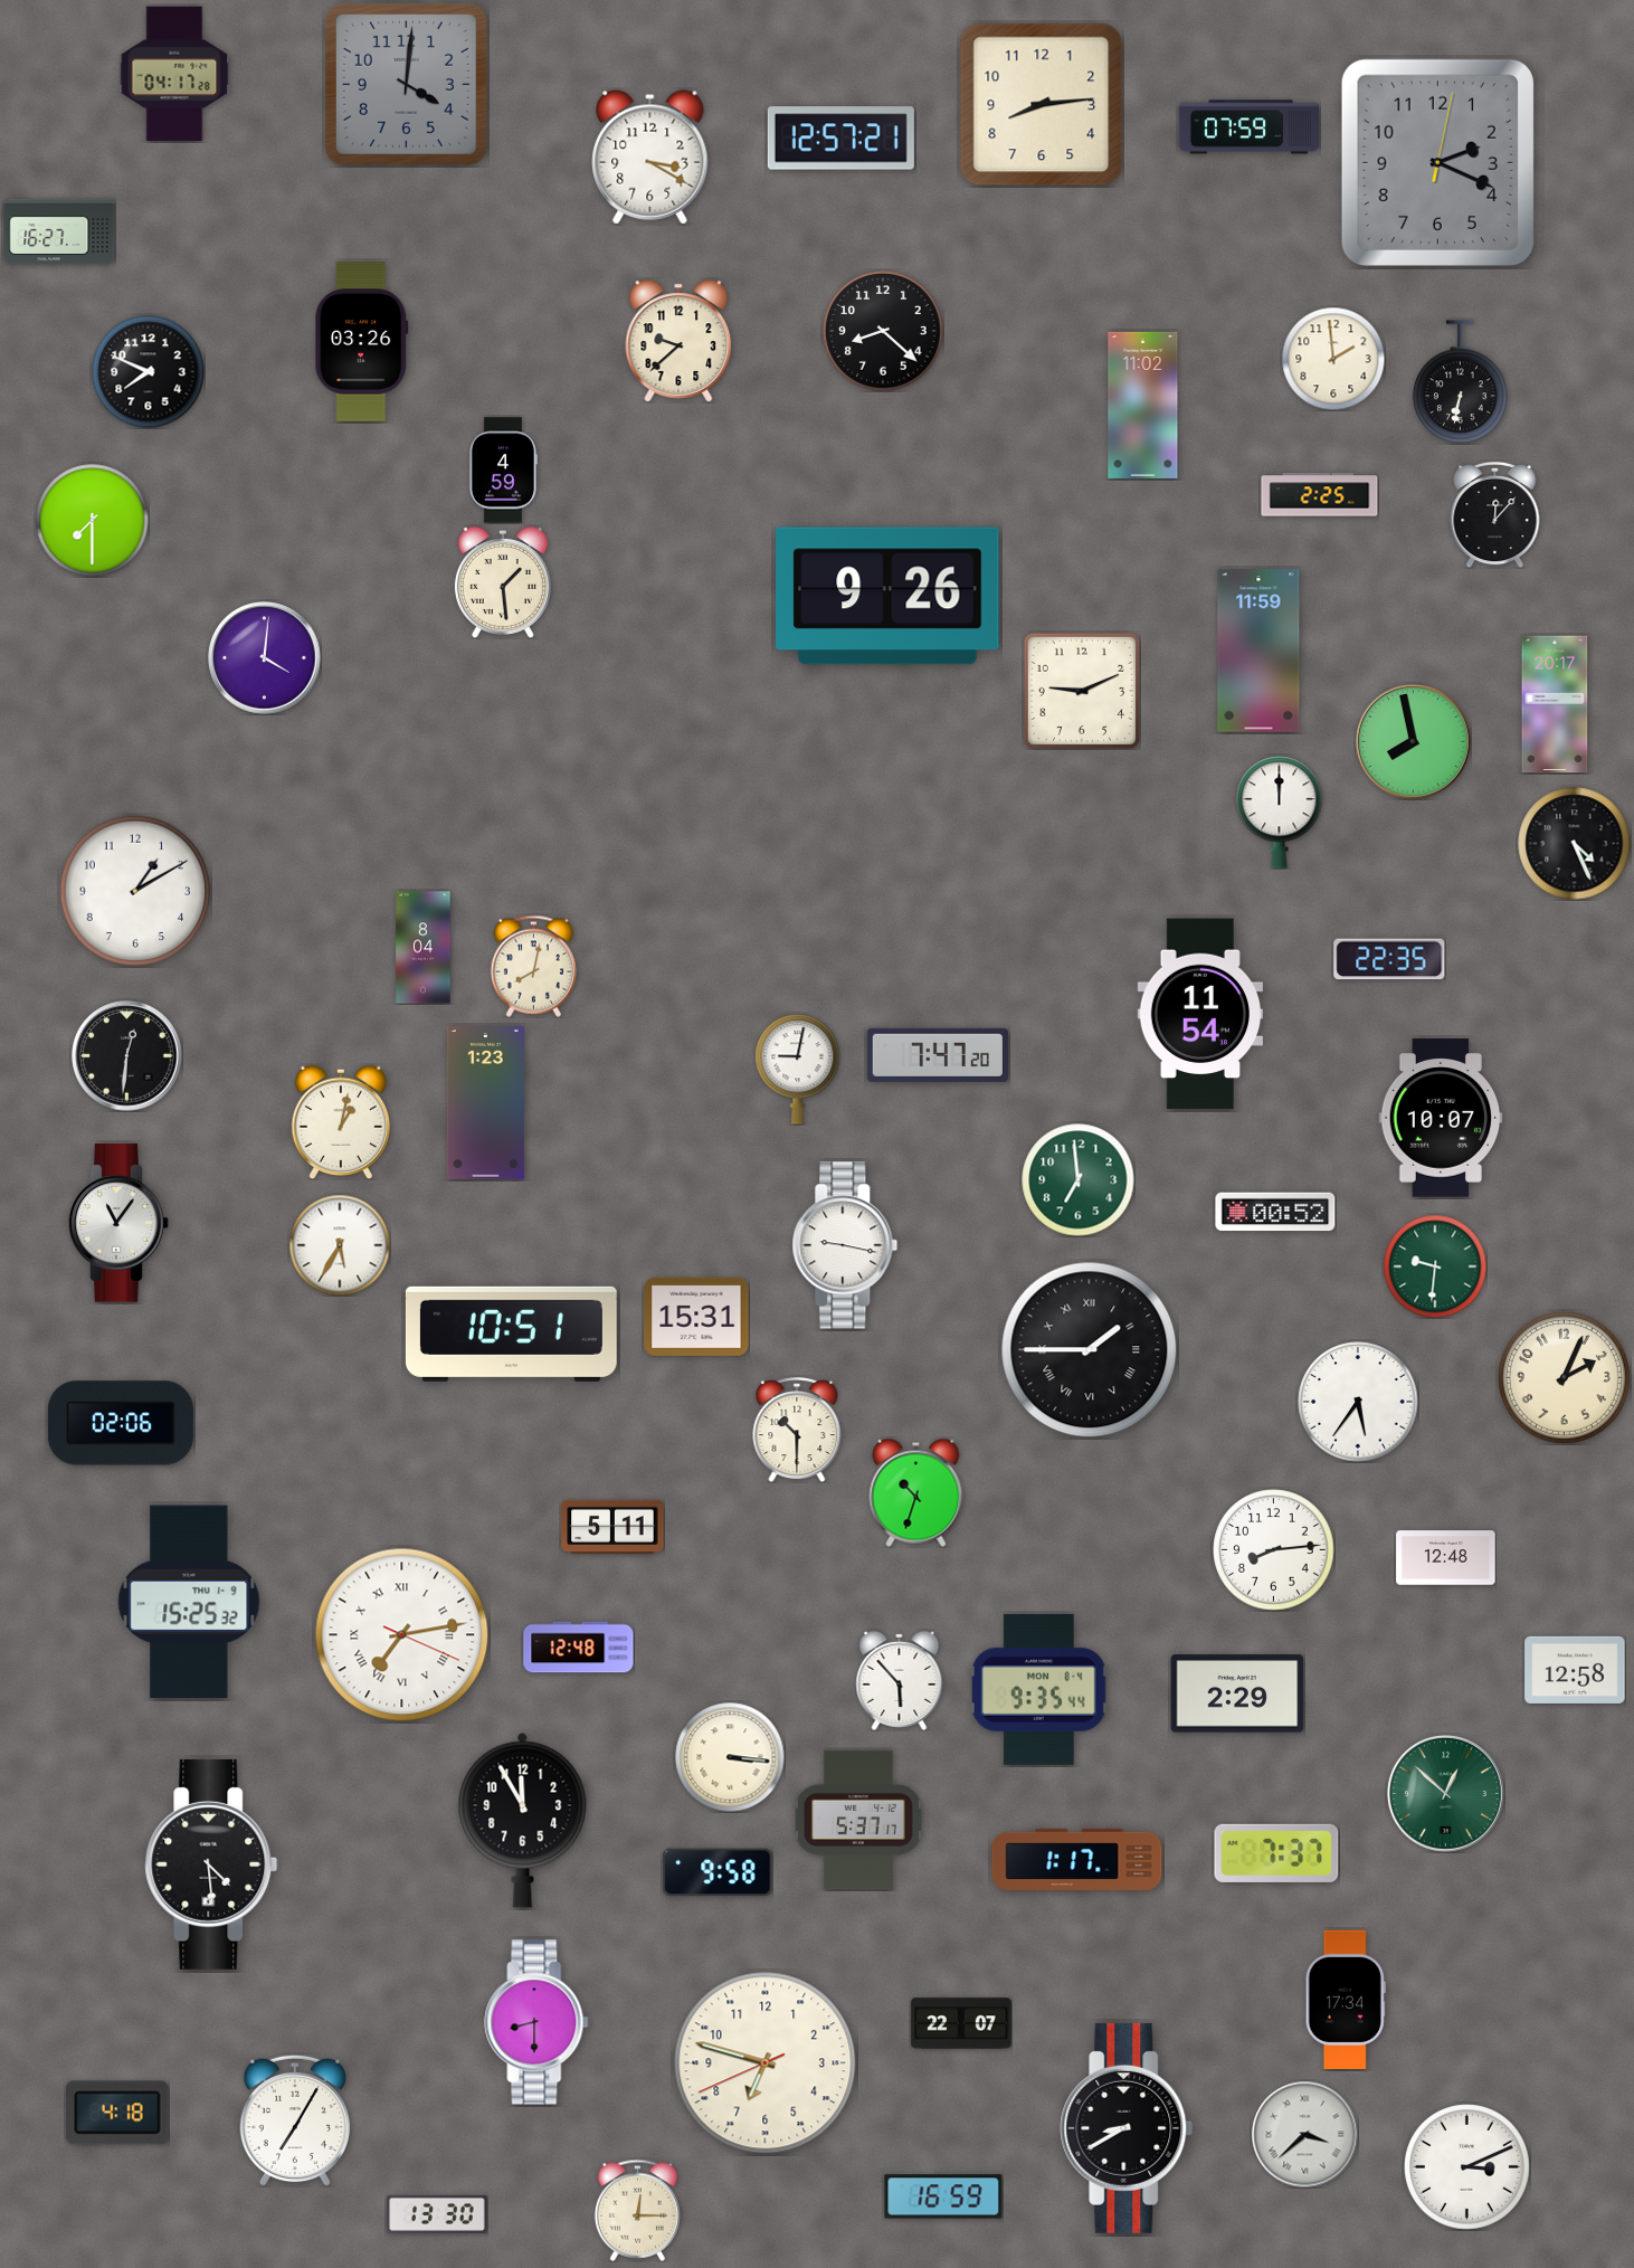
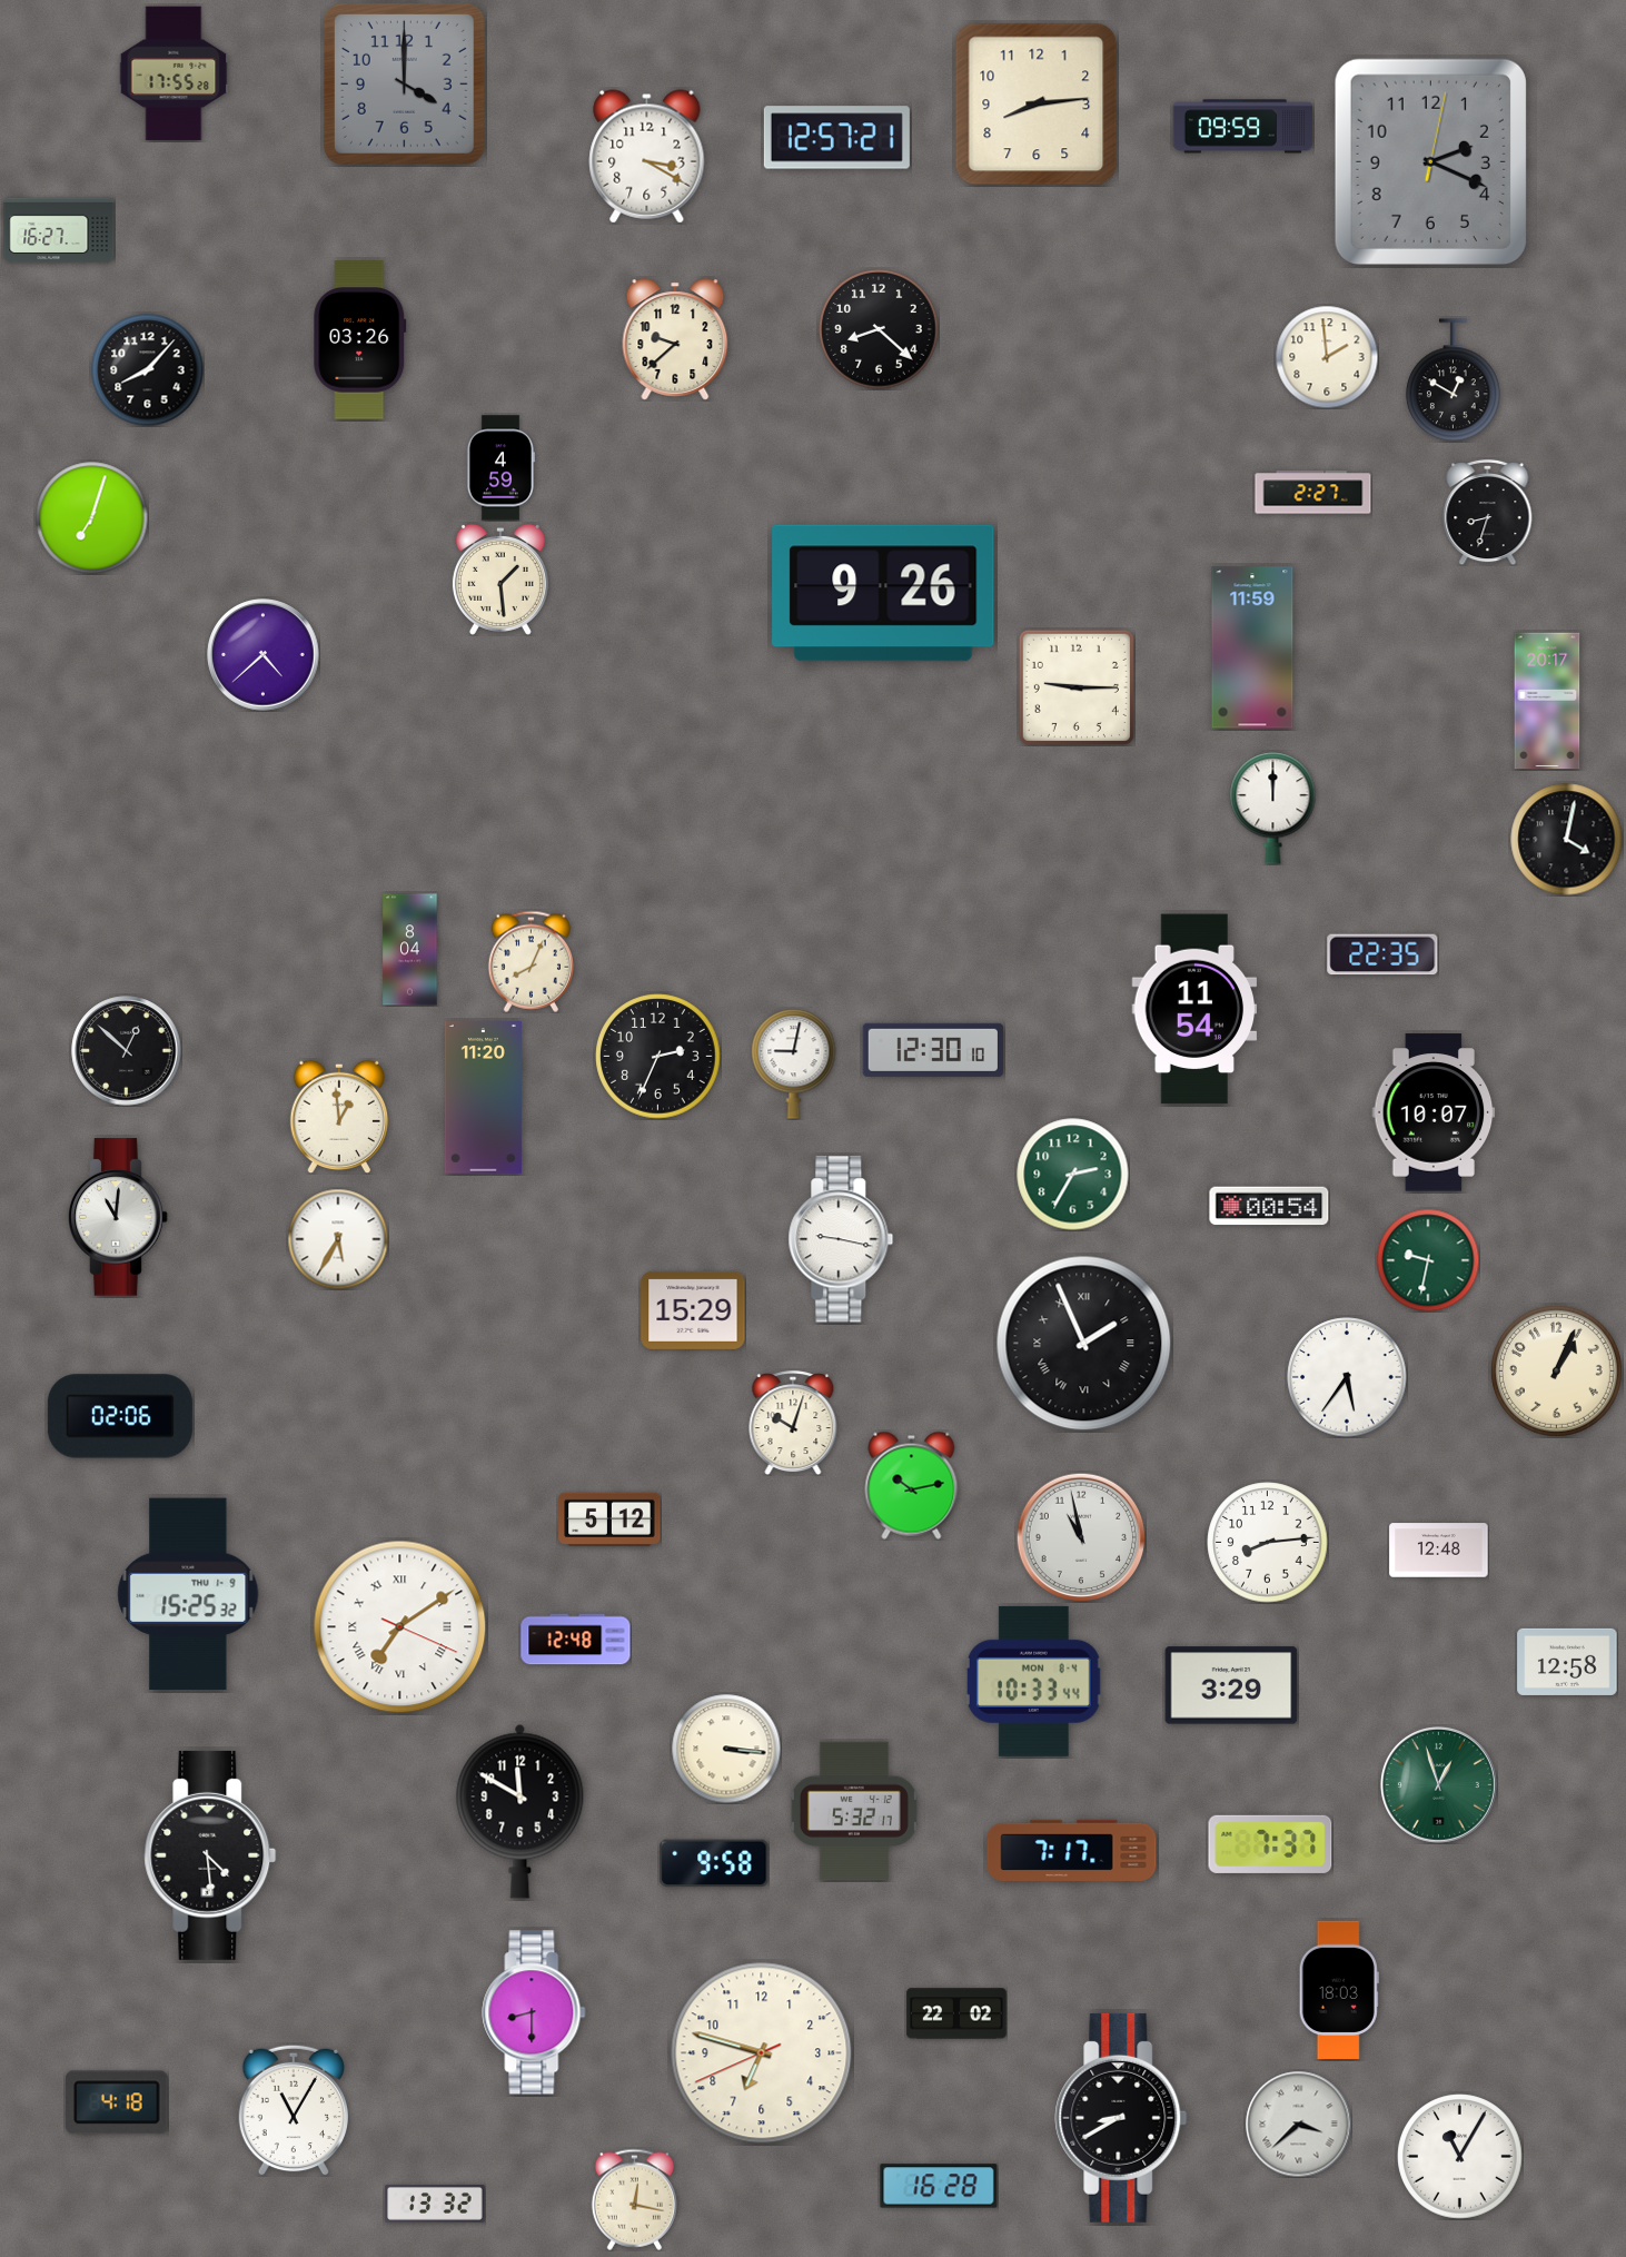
clock at (174, 74): 04:17 -> 17:55
clock at (406, 84): 4:01 -> 4:00
clock at (1250, 127): 07:59 -> 09:59
clock at (149, 372): 7:49 -> 8:07
clock at (1461, 382): 6:32 -> 12:50
clock at (1143, 405): 11:02 -> none
clock at (1320, 495): 2:25 -> 2:27
clock at (1495, 514): 12:07 -> 8:33
clock at (93, 521): 7:30 -> 7:03
clock at (265, 658): 4:01 -> 4:38
clock at (1082, 691): 9:11 -> 9:15
clock at (1414, 742): 7:58 -> none
clock at (1575, 844): 4:26 -> 4:02
clock at (135, 891): 1:10 -> none
clock at (424, 948) position: (424, 948) -> (410, 950)
clock at (533, 966): 8:02 -> 8:04
clock at (938, 1055): 7:47 -> 12:30
clock at (127, 1056): 12:31 -> 12:52
clock at (658, 1057): none -> 2:34
clock at (485, 1103): 1:23 -> 11:20
clock at (341, 1122): 1:02 -> 12:59
clock at (1079, 1180): 6:59 -> 2:35
clock at (1275, 1212): 00:52 -> 00:54
clock at (118, 1223): 11:06 -> 11:01
clock at (1435, 1266): 9:31 -> 9:32
clock at (696, 1317): 15:31 -> 15:29
clock at (511, 1334): 10:51 -> none
clock at (1090, 1350): 1:45 -> 1:56
clock at (1564, 1377): 2:04 -> 1:04
clock at (1358, 1402) position: (1358, 1402) -> (1347, 1377)
clock at (797, 1430): 10:30 -> 10:03
clock at (916, 1492): 10:33 -> 10:13
clock at (612, 1527): 5:11 -> 5:12
clock at (1081, 1537): none -> 10:58
clock at (402, 1635): 7:13 -> 7:09
clock at (900, 1680): 5:53 -> none
clock at (1038, 1689): 9:35 -> 10:33
clock at (1237, 1693): 2:29 -> 3:29
clock at (1445, 1793): 12:52 -> 12:57
clock at (523, 1820): 11:55 -> 11:50
clock at (858, 1820): 5:37 -> 5:32
clock at (1077, 1859): 1:17 -> 7:17
clock at (1346, 2000): 17:34 -> 18:03
clock at (961, 2023): 22:07 -> 22:02
clock at (294, 2120): 7:05 -> 11:05
clock at (1467, 2167): 3:11 -> 11:05
clock at (943, 2196): 16:59 -> 16:28
clock at (637, 2210): 12:15 -> 12:17
clock at (437, 2215): 13:30 -> 13:32
